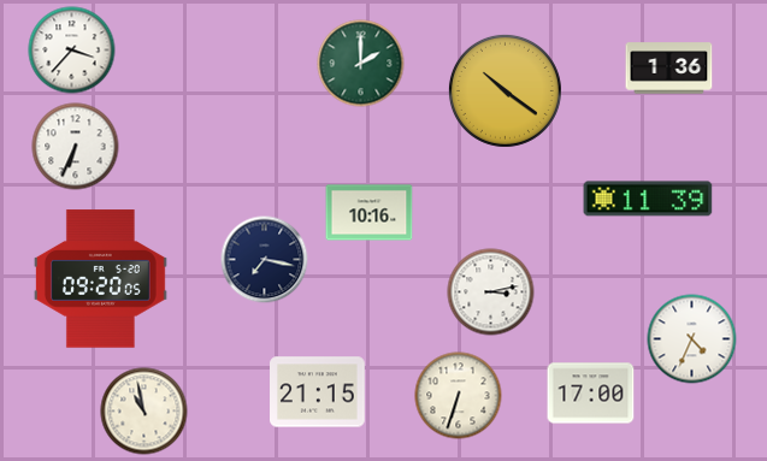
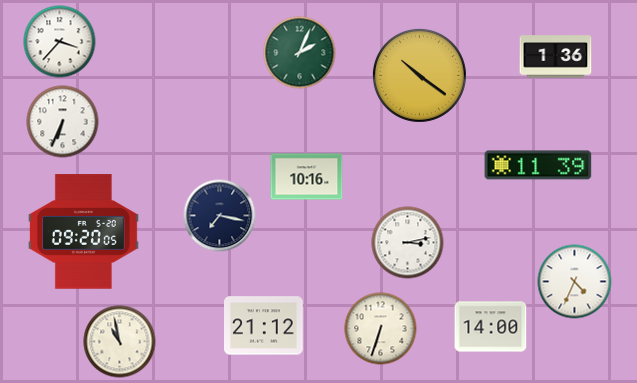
clock at (361, 64): 2:00 -> 2:04
clock at (318, 392): 21:15 -> 21:12
clock at (591, 394): 17:00 -> 14:00
